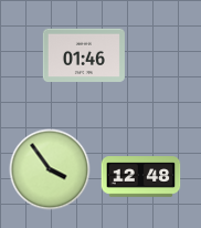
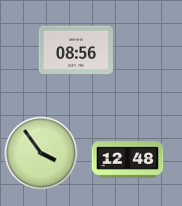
clock at (84, 55): 01:46 -> 08:56
clock at (50, 169) position: (50, 169) -> (41, 153)
